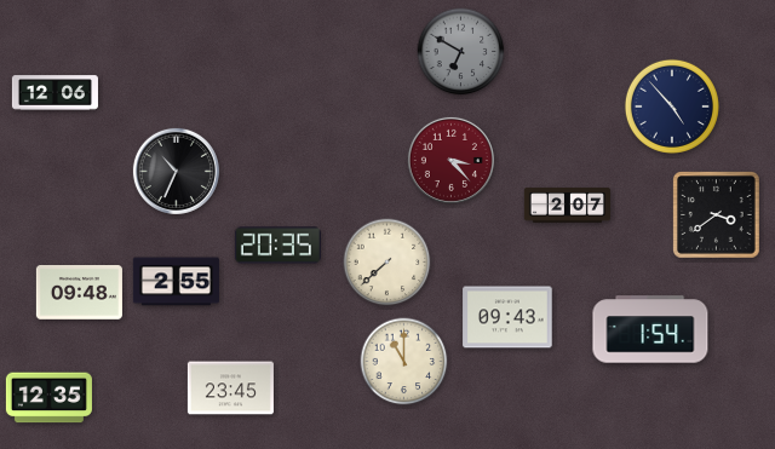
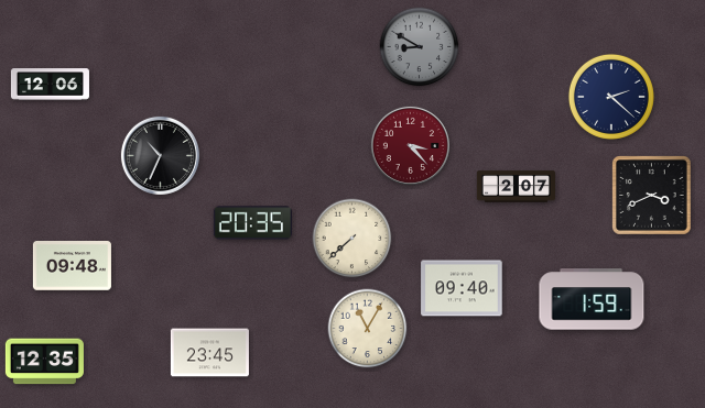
clock at (461, 52): 6:50 -> 8:50
clock at (672, 107): 4:53 -> 2:22
clock at (717, 215): 3:39 -> 3:41
clock at (176, 282): 2:55 -> none
clock at (507, 317): 09:43 -> 09:40
clock at (650, 329): 1:54 -> 1:59
clock at (404, 362): 11:00 -> 11:05
